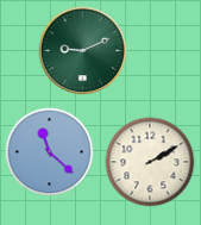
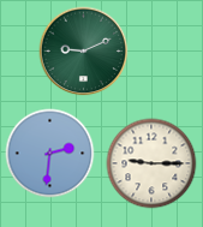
clock at (50, 152): 11:22 -> 2:31
clock at (150, 162): 2:10 -> 9:15
